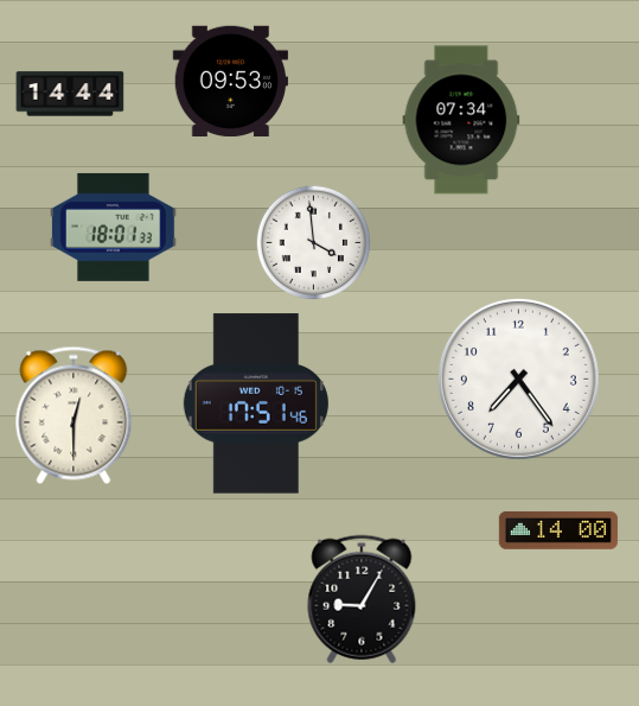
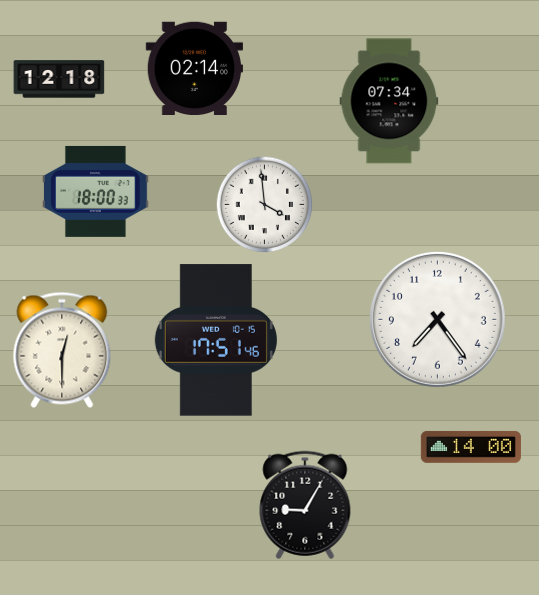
clock at (230, 81): 09:53 -> 02:14
clock at (70, 94): 14:44 -> 12:18
clock at (114, 227): 18:01 -> 18:00
